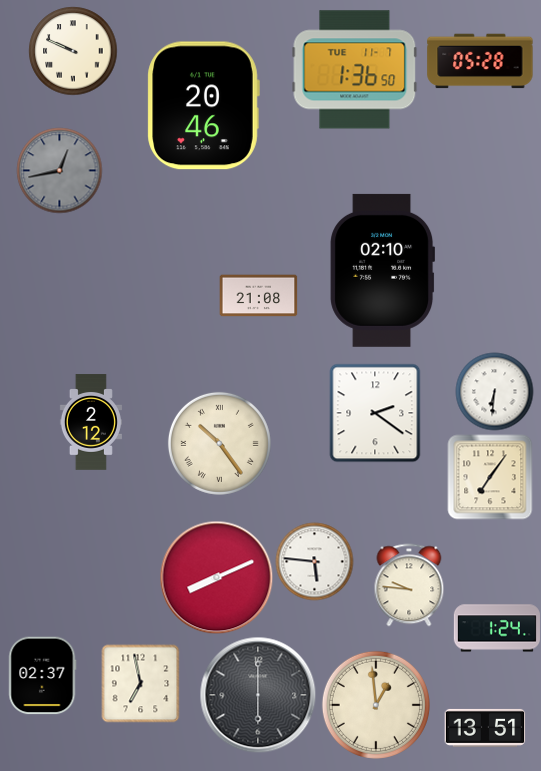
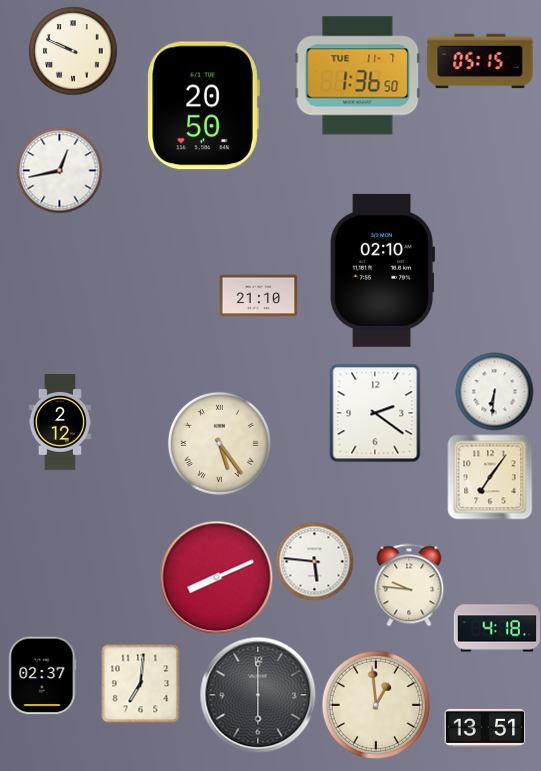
clock at (480, 61): 05:28 -> 05:15
clock at (355, 70) position: (355, 70) -> (358, 76)
clock at (203, 106): 20:46 -> 20:50
clock at (59, 170) dial: grey -> white
clock at (258, 296): 21:08 -> 21:10
clock at (91, 422) position: (91, 422) -> (60, 422)
clock at (219, 443): 10:24 -> 5:24
clock at (497, 628): 1:24 -> 4:18
clock at (140, 683): 6:58 -> 7:01
